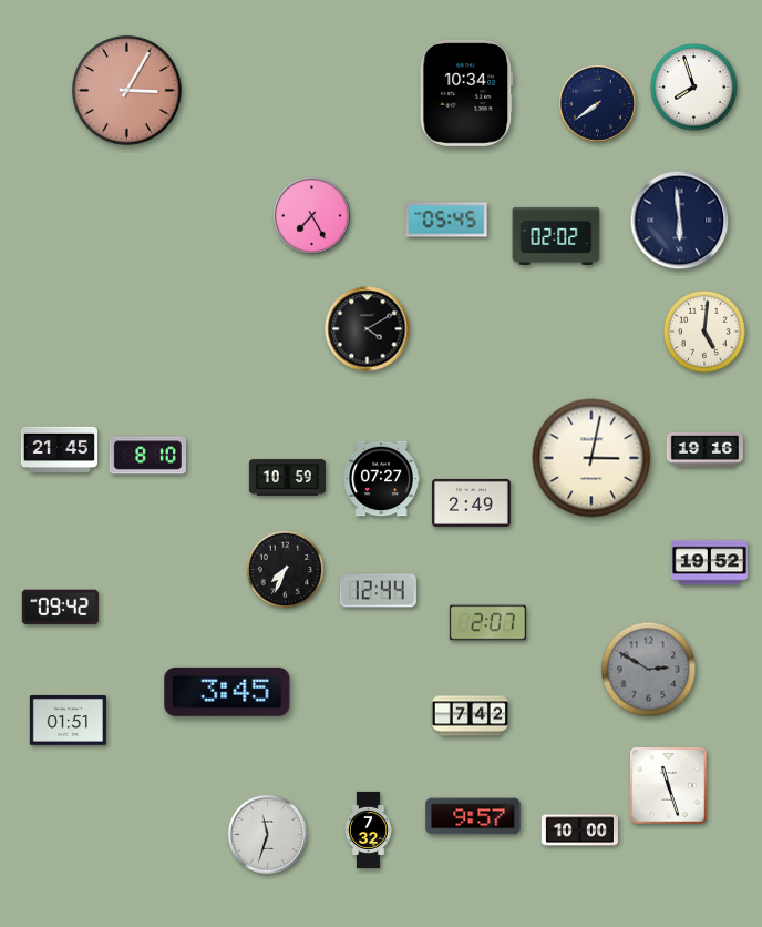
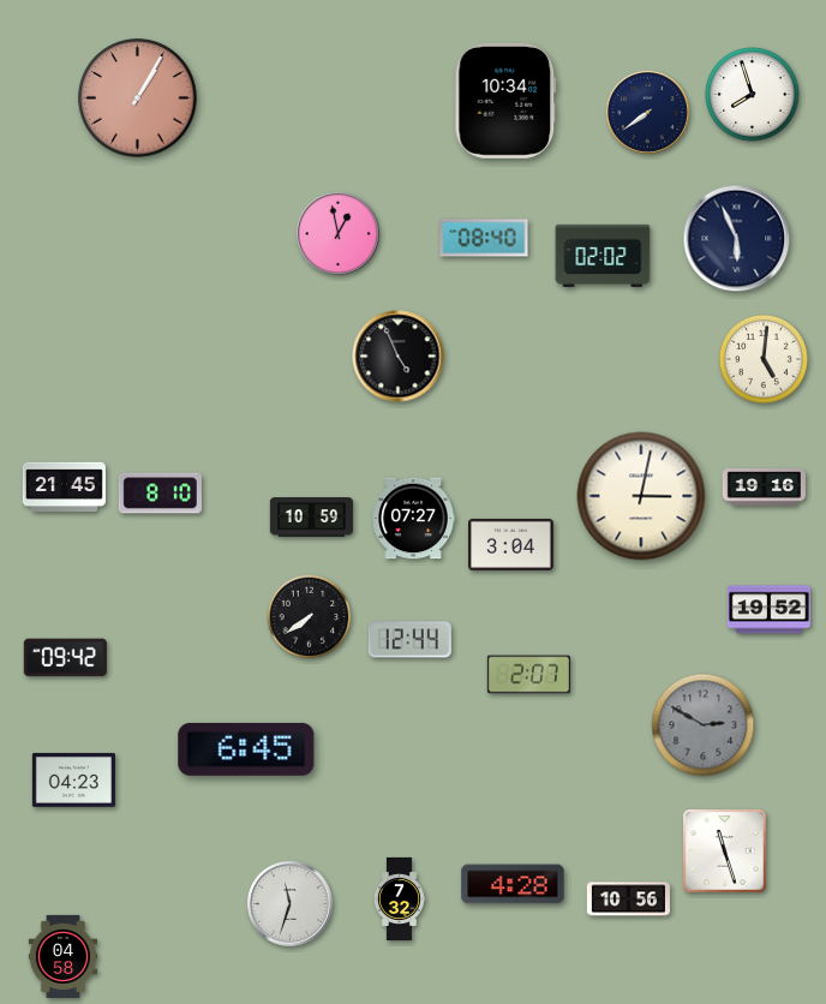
clock at (127, 91): 3:05 -> 1:05
clock at (311, 215): 7:25 -> 12:58
clock at (446, 220): 05:45 -> 08:40
clock at (680, 221): 5:59 -> 5:56
clock at (368, 329): 4:10 -> 4:56
clock at (472, 502): 2:49 -> 3:04
clock at (286, 570): 7:34 -> 7:39
clock at (227, 692): 3:45 -> 6:45
clock at (470, 716): 7:42 -> none
clock at (68, 720): 01:51 -> 04:23
clock at (473, 816): 9:57 -> 4:28
clock at (579, 831): 10:00 -> 10:56
clock at (64, 956): none -> 04:58
